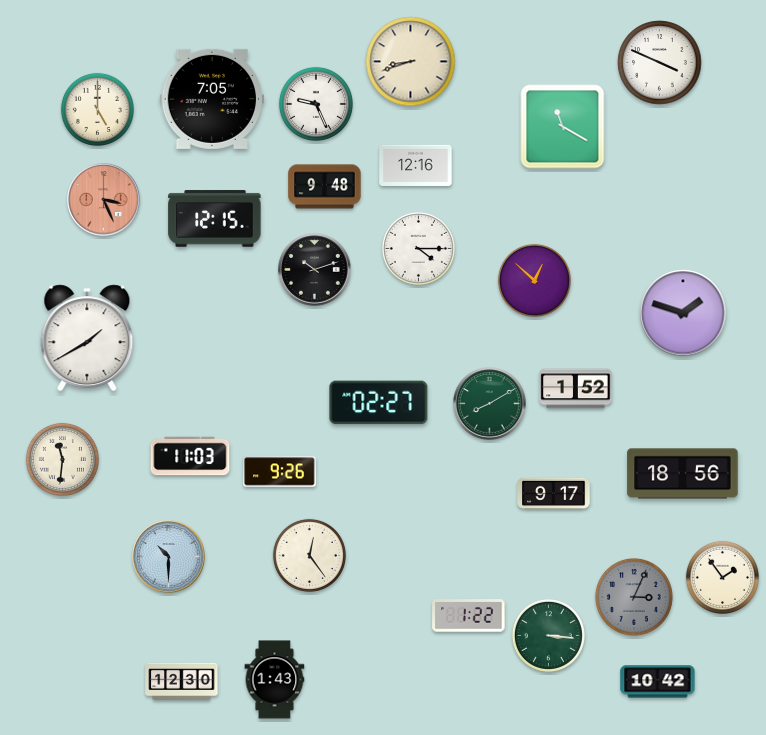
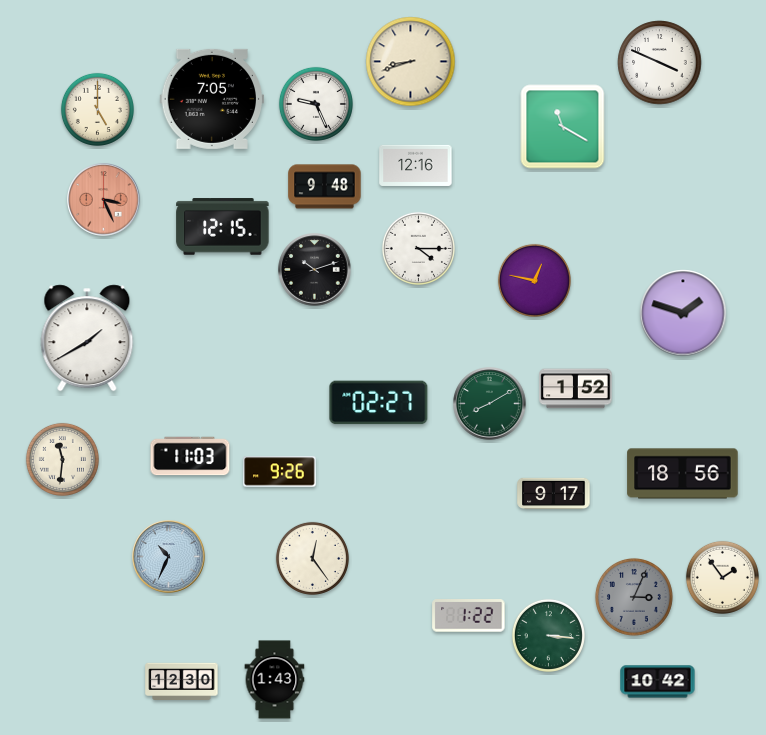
clock at (215, 219) position: (215, 219) -> (223, 227)
clock at (534, 280): 12:52 -> 12:47
clock at (309, 555) position: (309, 555) -> (312, 558)
clock at (169, 557): 10:30 -> 10:34
